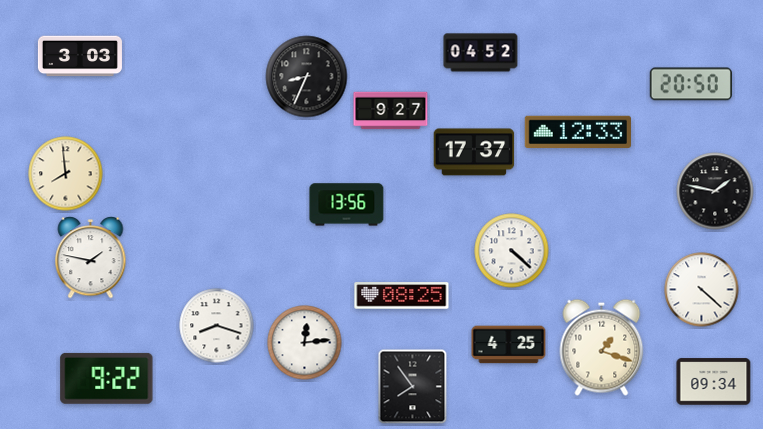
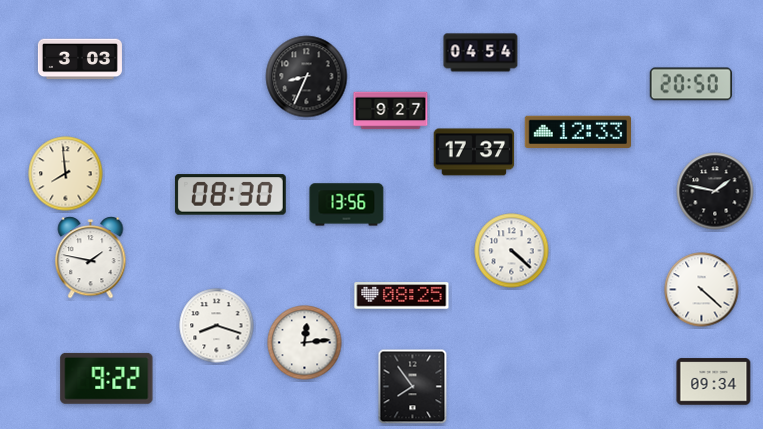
clock at (481, 53): 04:52 -> 04:54
clock at (80, 56) position: (80, 56) -> (80, 59)
clock at (230, 195): none -> 08:30
clock at (509, 345): 4:25 -> none
clock at (602, 347): 1:18 -> none
